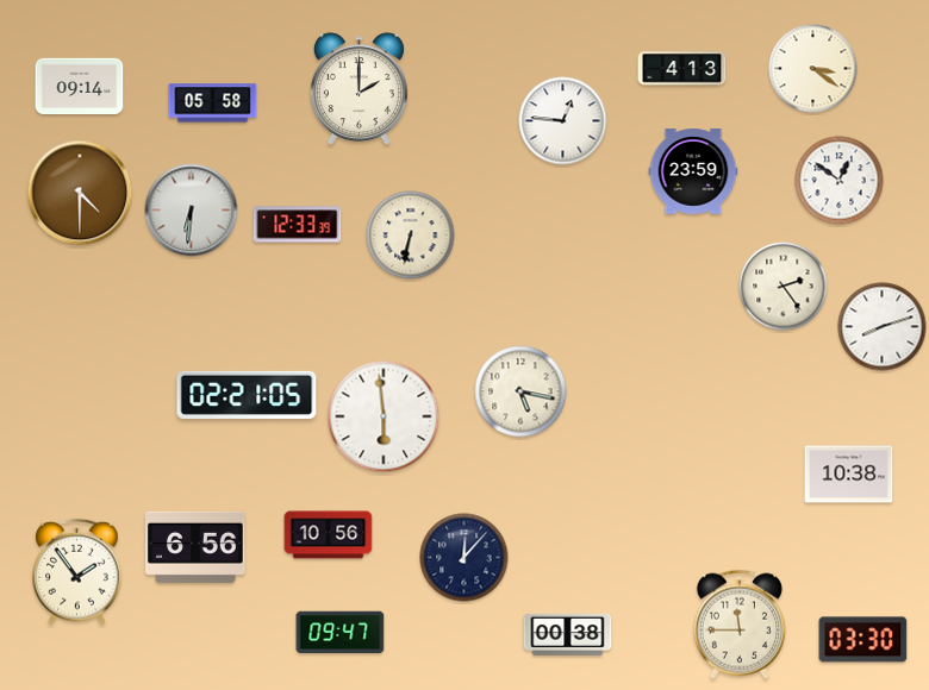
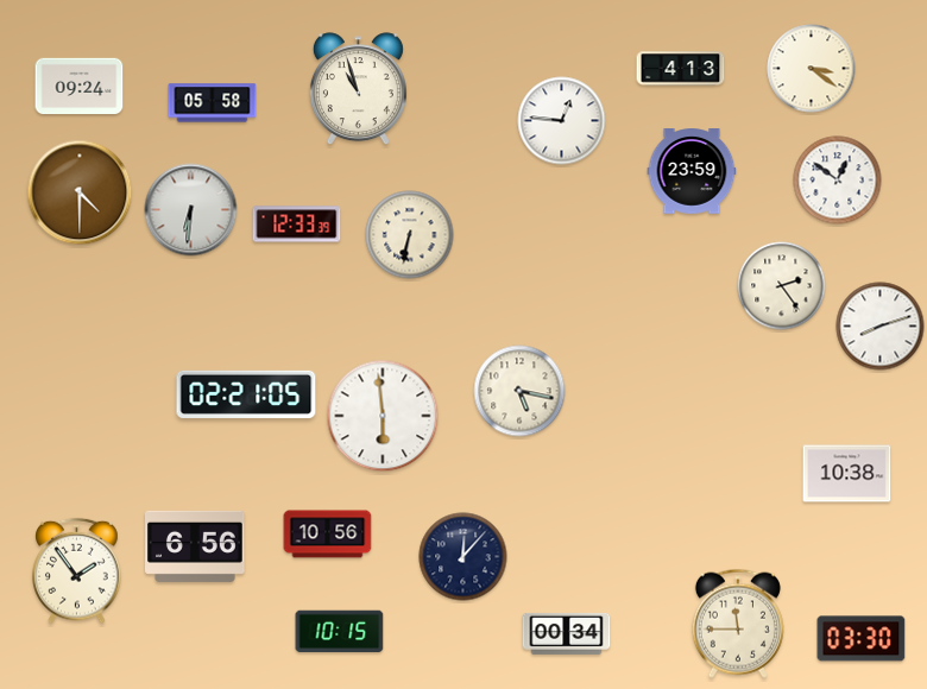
clock at (80, 86): 09:14 -> 09:24
clock at (358, 89): 2:00 -> 10:57
clock at (341, 633): 09:47 -> 10:15
clock at (568, 634): 00:38 -> 00:34
